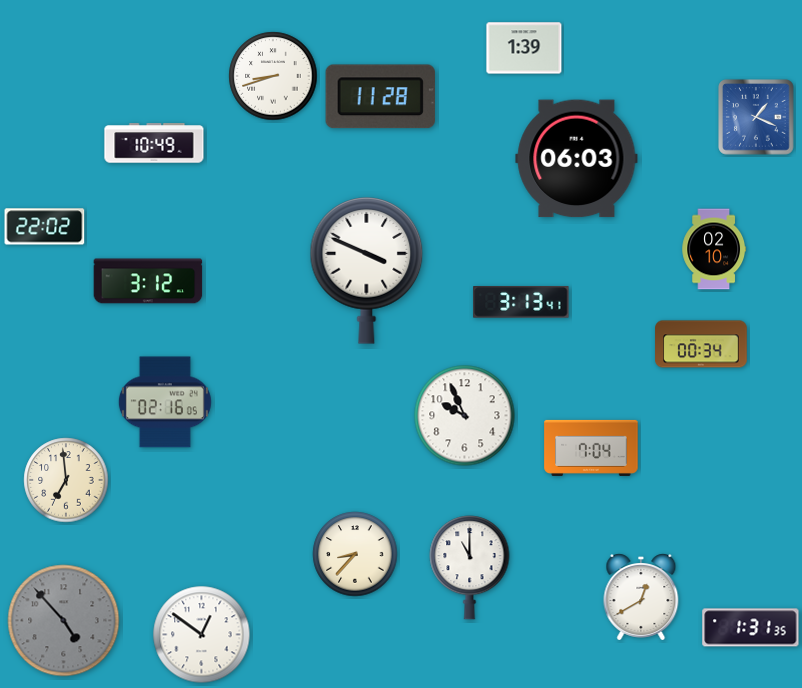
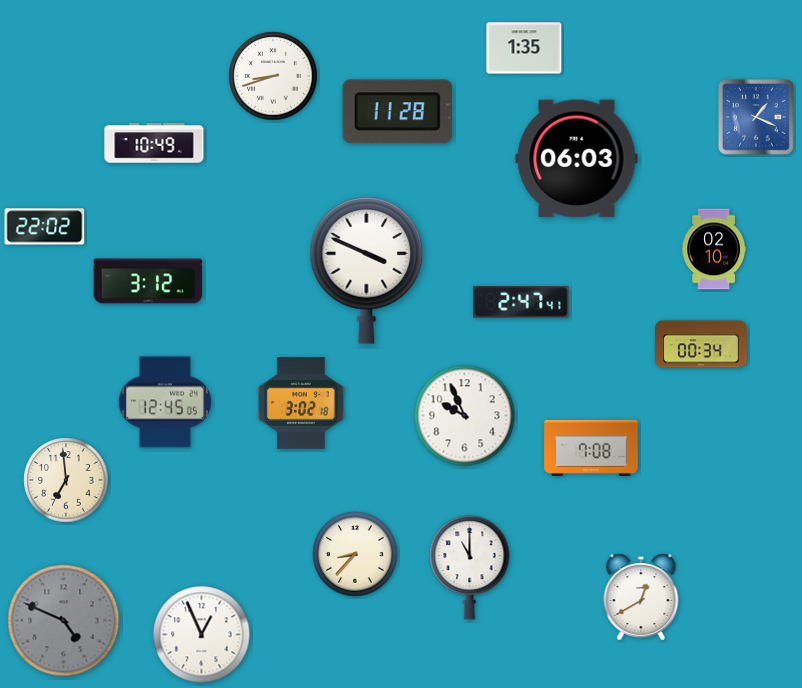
clock at (524, 48): 1:39 -> 1:35
clock at (380, 97) position: (380, 97) -> (397, 112)
clock at (521, 302): 3:13 -> 2:47
clock at (165, 402): 02:16 -> 12:45
clock at (301, 403): none -> 3:02
clock at (591, 448): 7:04 -> 7:08
clock at (64, 621): 4:53 -> 4:49
clock at (751, 628): 1:31 -> none
clock at (202, 635): 12:51 -> 12:56
